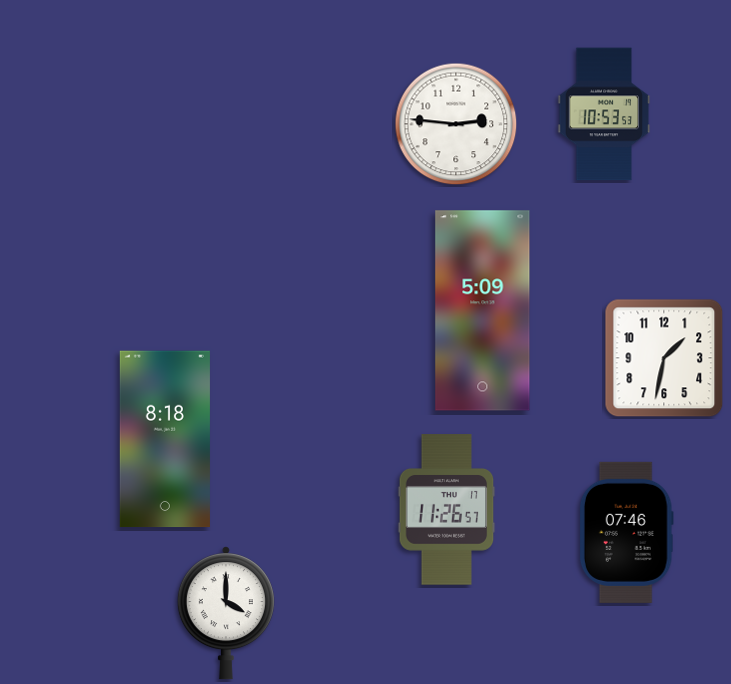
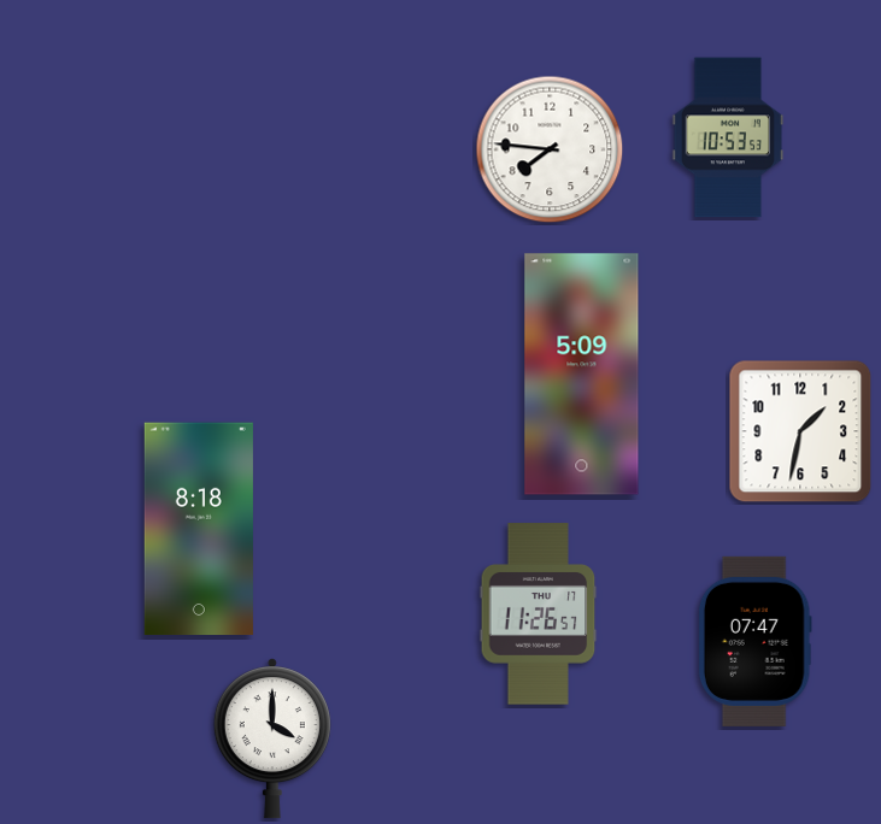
clock at (456, 124): 2:46 -> 7:46
clock at (626, 532): 07:46 -> 07:47
